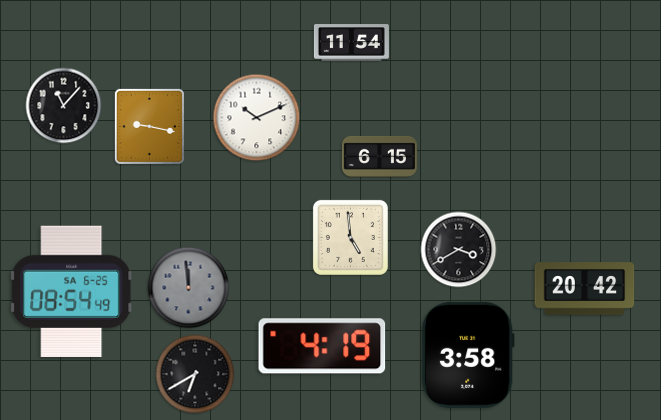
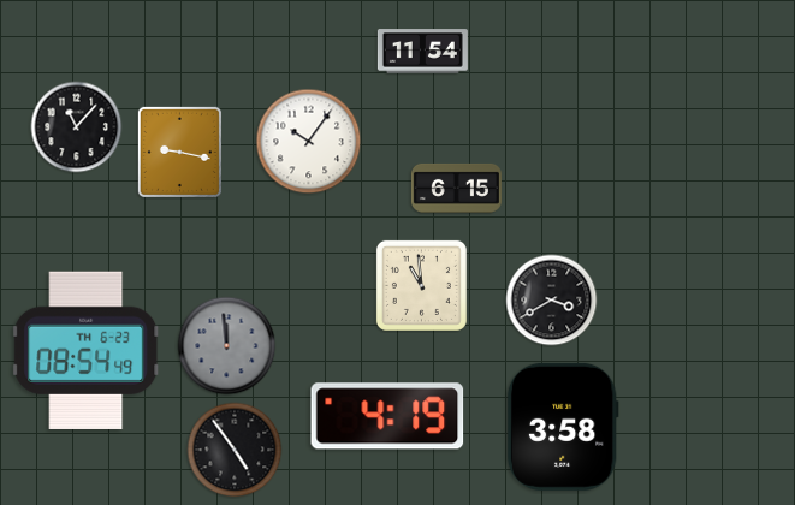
clock at (257, 118): 10:11 -> 10:06
clock at (350, 237): 4:59 -> 10:59
clock at (585, 289): 20:42 -> none
clock at (72, 291) date: SA 6-25 -> TH 6-23
clock at (195, 374): 6:40 -> 4:54
